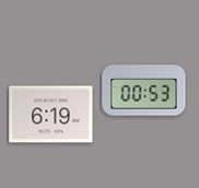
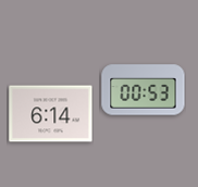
clock at (51, 115): 6:19 -> 6:14
